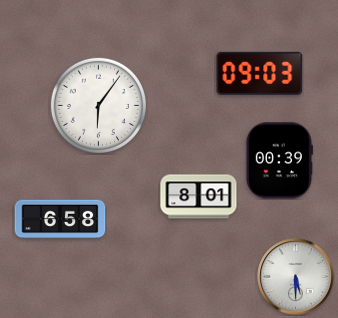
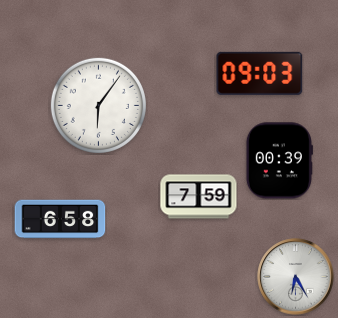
clock at (199, 197): 8:01 -> 7:59
clock at (296, 277): 5:30 -> 6:25
